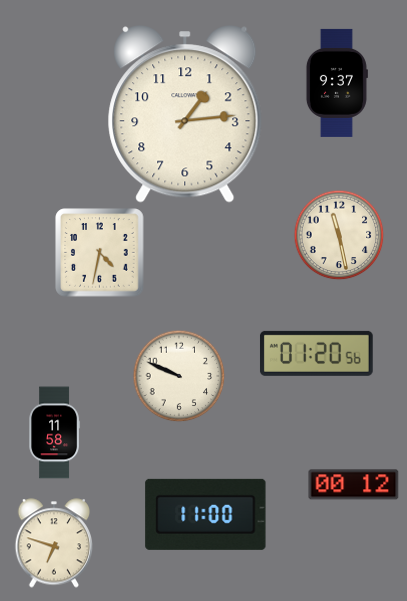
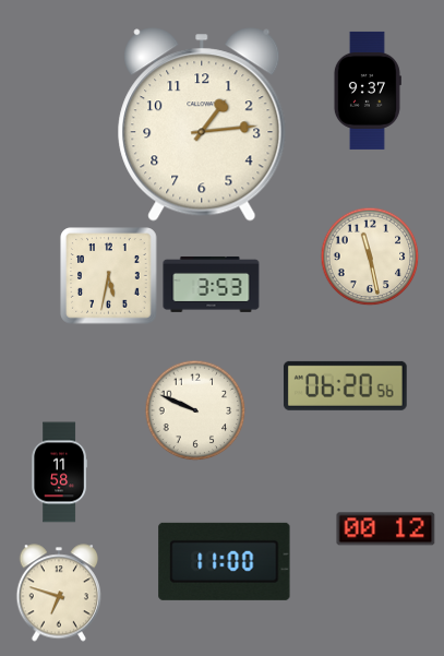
clock at (100, 253): 4:32 -> 5:32
clock at (212, 284): none -> 3:53
clock at (316, 353): 01:20 -> 06:20
